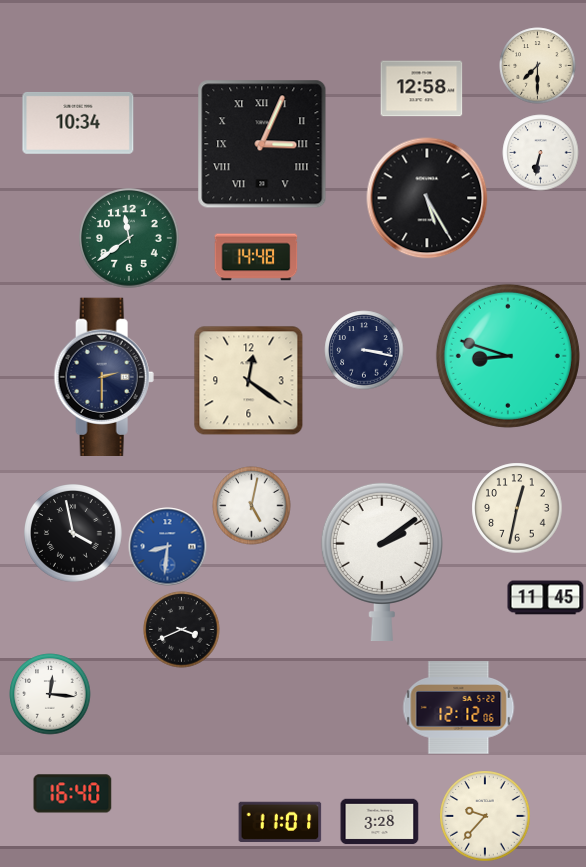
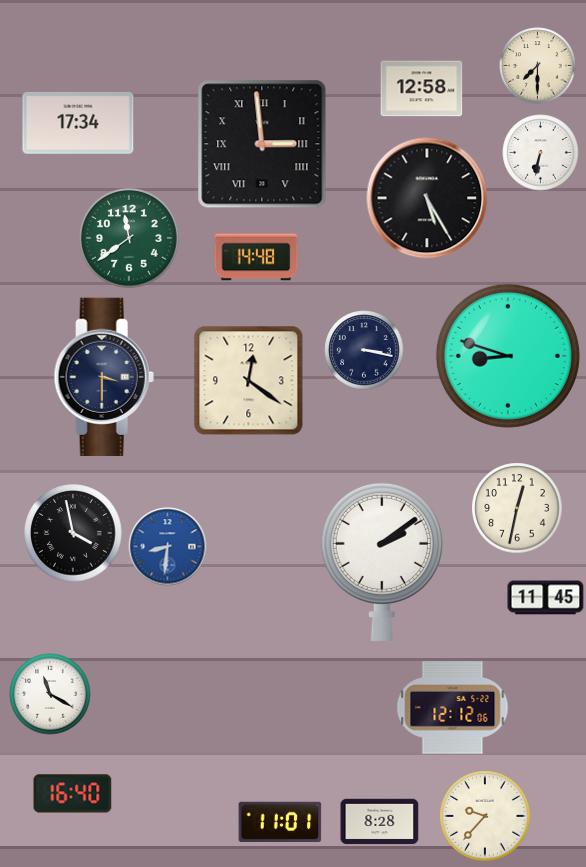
clock at (78, 123): 10:34 -> 17:34
clock at (262, 144): 3:04 -> 2:59
clock at (104, 376): 2:30 -> 3:30
clock at (252, 506): 5:02 -> none
clock at (182, 630): 3:41 -> none
clock at (50, 694): 12:16 -> 11:20
clock at (459, 708) position: (459, 708) -> (453, 708)
clock at (380, 822): 3:28 -> 8:28
